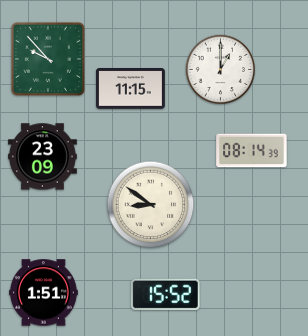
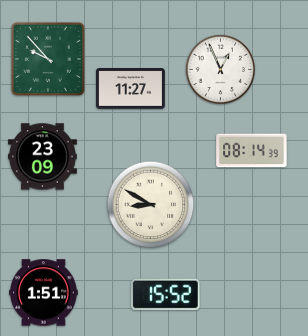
clock at (220, 69): 1:00 -> 12:56
clock at (131, 89): 11:15 -> 11:27
clock at (151, 205): 8:51 -> 8:50
